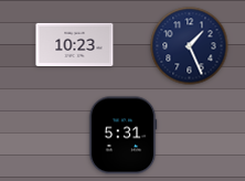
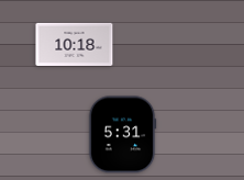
clock at (75, 44): 10:23 -> 10:18
clock at (190, 46): 1:26 -> none
